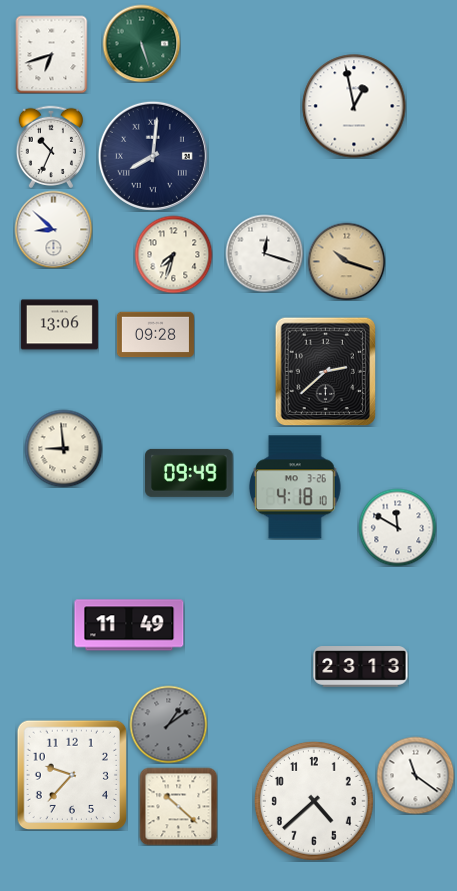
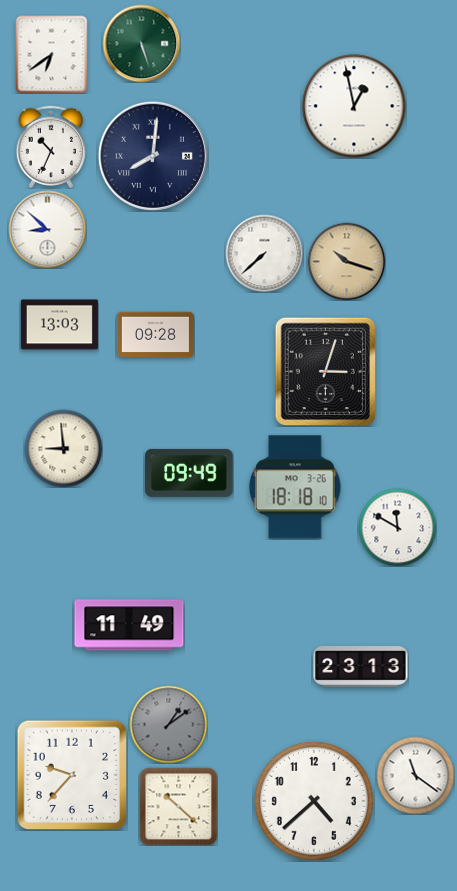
clock at (52, 54): 6:42 -> 6:39
clock at (53, 229) position: (53, 229) -> (47, 229)
clock at (264, 253): 12:18 -> 7:38
clock at (173, 254): 7:33 -> none
clock at (59, 325): 13:06 -> 13:03
clock at (325, 371): 2:38 -> 3:03
clock at (295, 487): 4:18 -> 18:18
